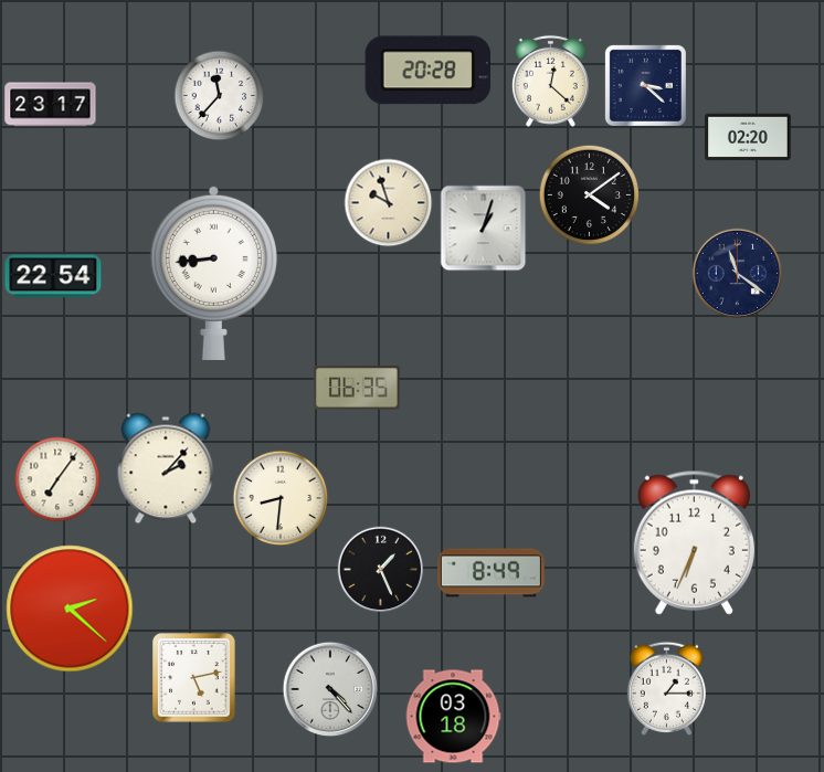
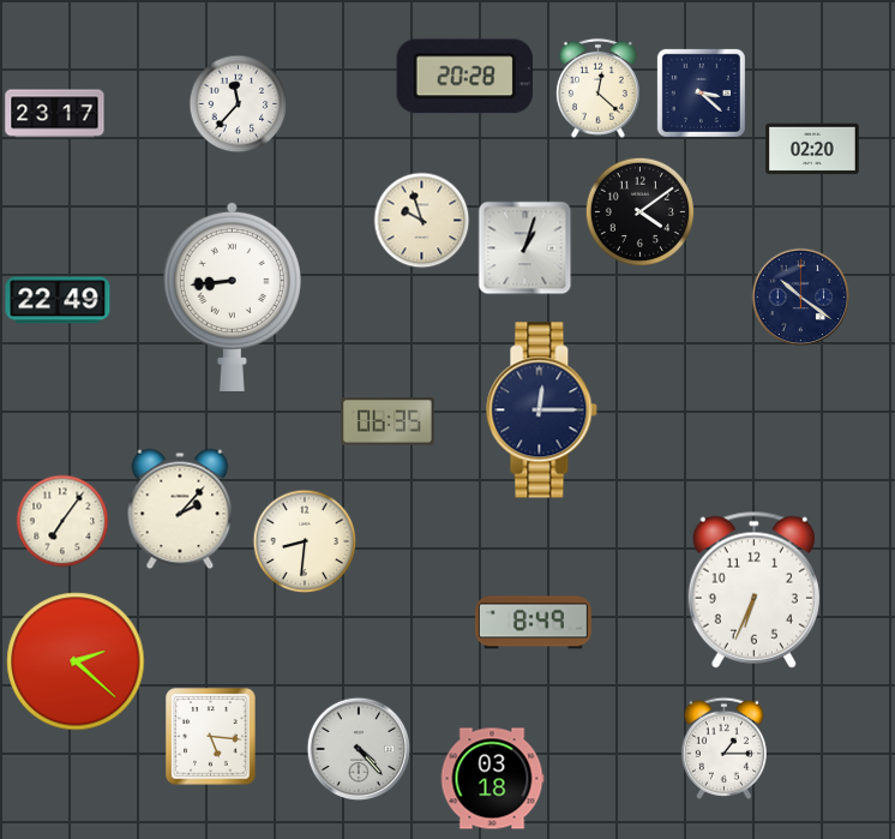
clock at (738, 274): 11:21 -> 10:21
clock at (53, 276): 22:54 -> 22:49
clock at (542, 410): none -> 12:15
clock at (381, 570): 1:26 -> none
clock at (194, 678): 5:13 -> 5:16
